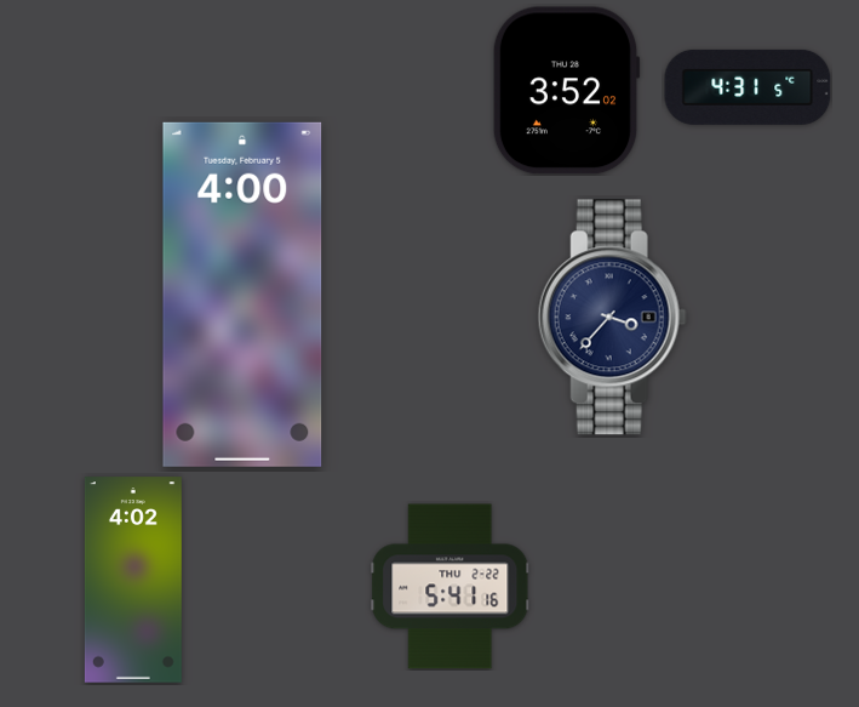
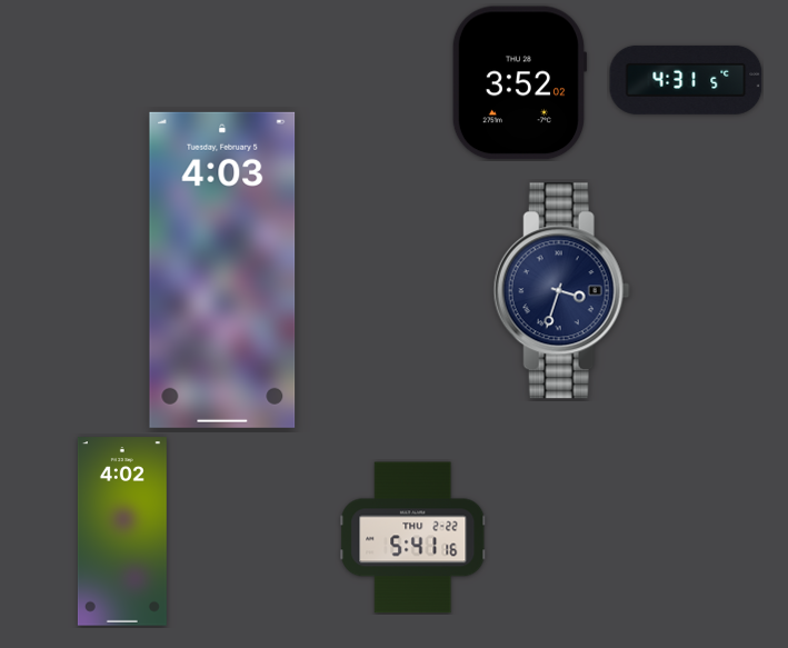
clock at (242, 295): 4:00 -> 4:03
clock at (612, 318): 3:37 -> 3:33
